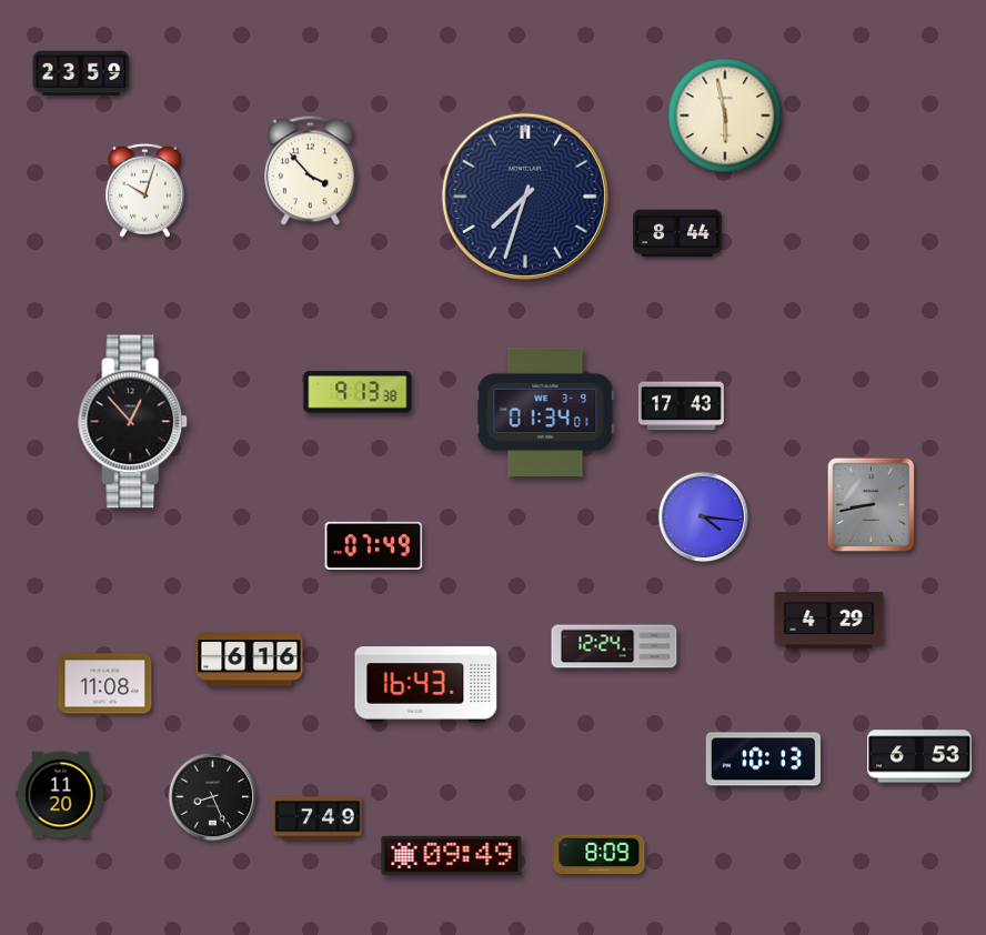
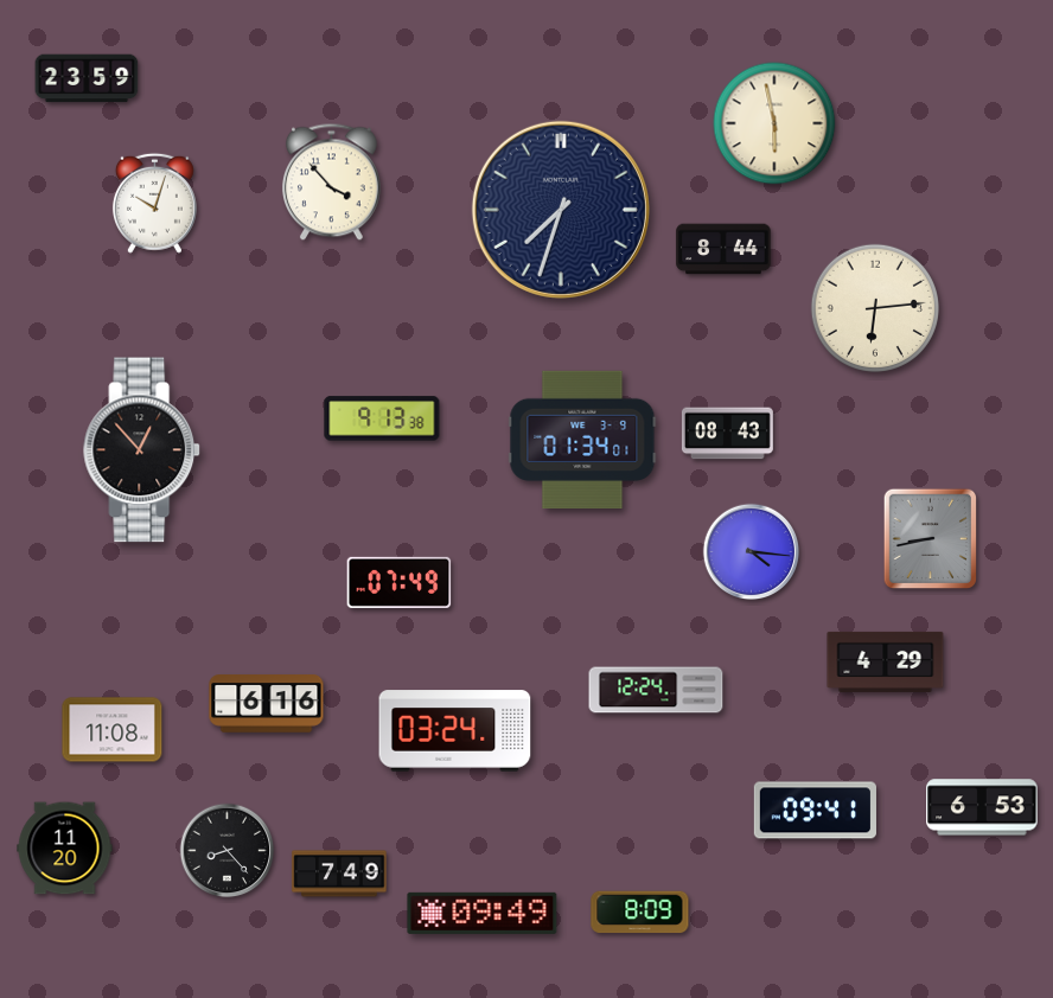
clock at (874, 307): none -> 6:14
clock at (681, 406): 17:43 -> 08:43
clock at (426, 685): 16:43 -> 03:24
clock at (763, 760): 10:13 -> 09:41
clock at (213, 797): 8:26 -> 8:23
